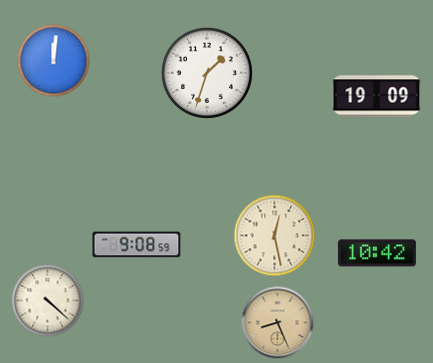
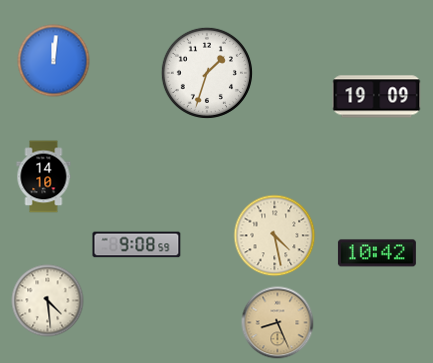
clock at (44, 177): none -> 14:10
clock at (275, 236): 12:28 -> 4:28
clock at (48, 301): 4:22 -> 4:29
